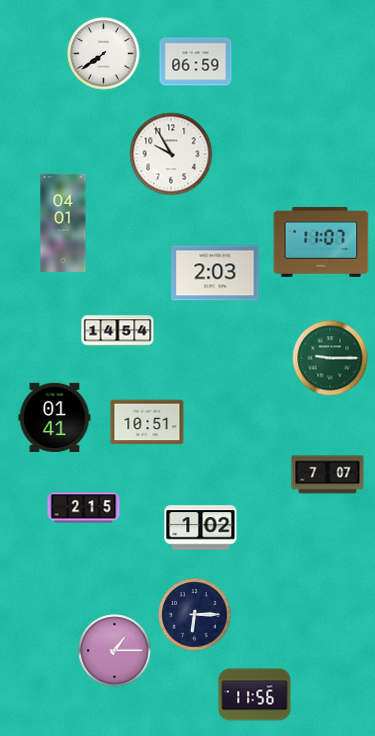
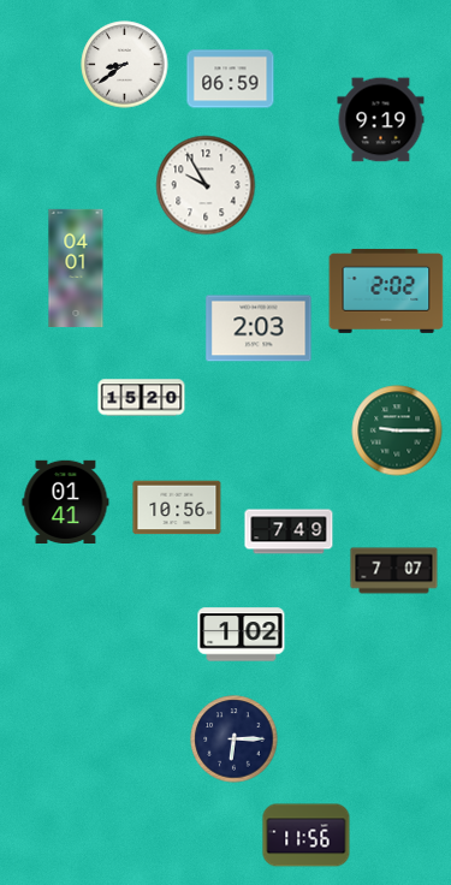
clock at (104, 54): 7:39 -> 8:39
clock at (196, 62) position: (196, 62) -> (231, 79)
clock at (381, 120): none -> 9:19
clock at (321, 242): 11:07 -> 2:02
clock at (118, 331): 14:54 -> 15:20
clock at (147, 422): 10:51 -> 10:56
clock at (289, 531): none -> 7:49
clock at (84, 508): 2:15 -> none
clock at (115, 651): 1:15 -> none
